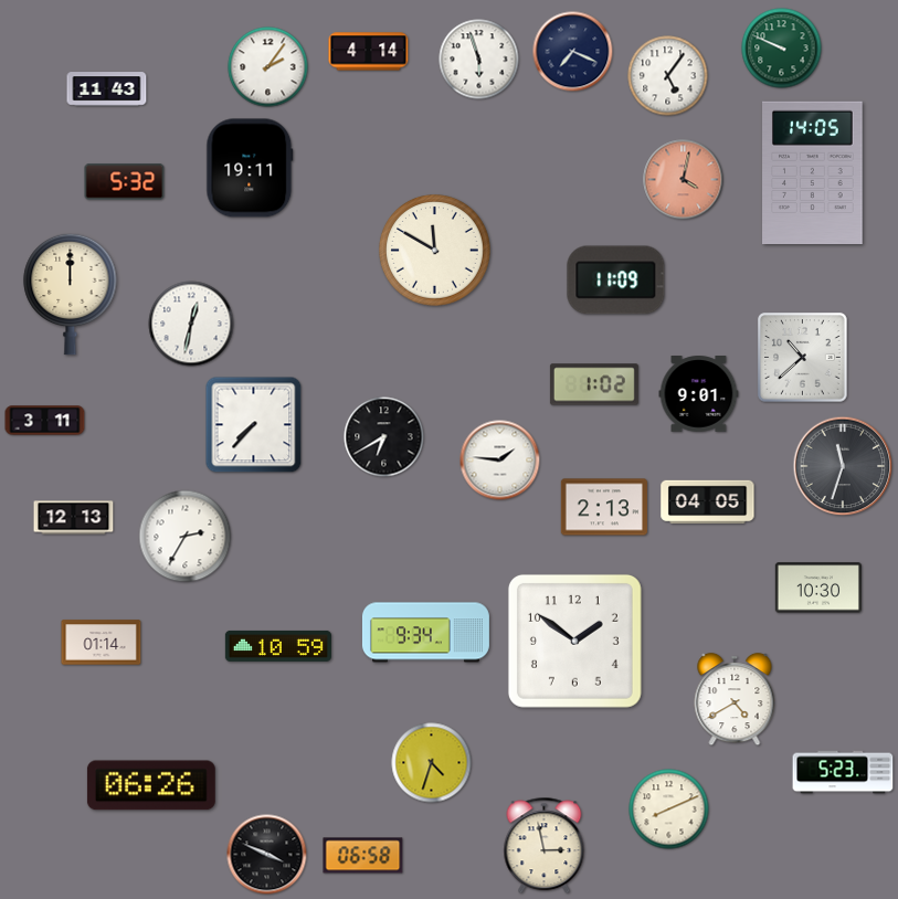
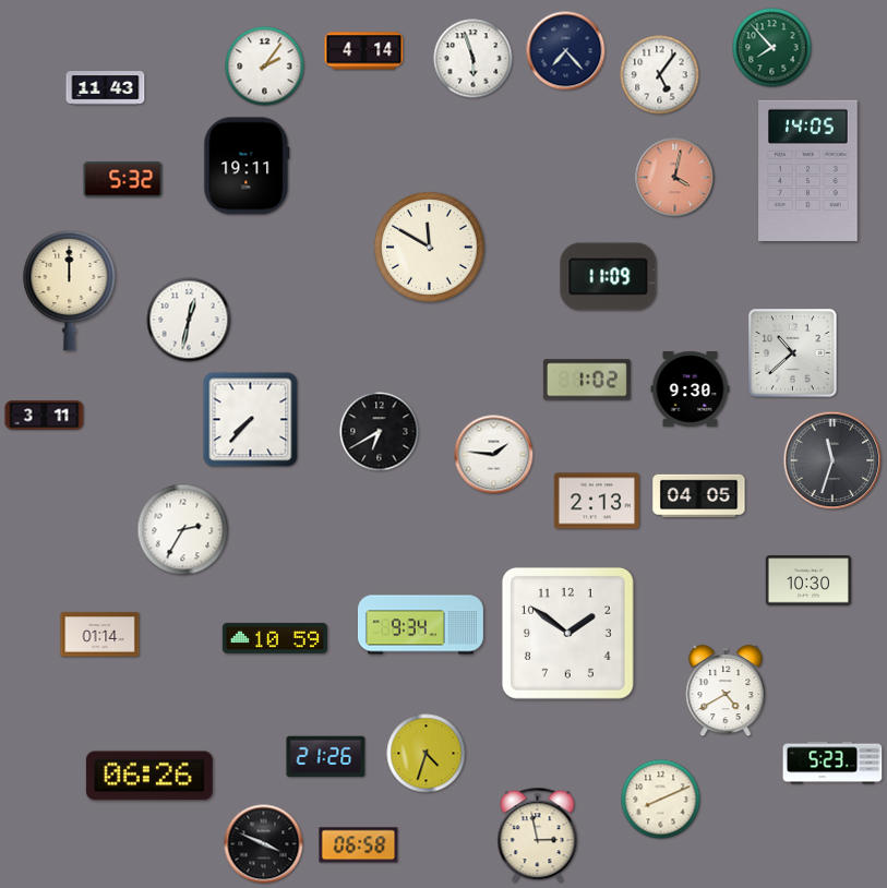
clock at (782, 49): 9:49 -> 7:53
clock at (573, 52): 7:19 -> 7:23
clock at (813, 172) position: (813, 172) -> (808, 170)
clock at (699, 394): 9:01 -> 9:30
clock at (74, 518): 12:13 -> none
clock at (326, 757): none -> 21:26
